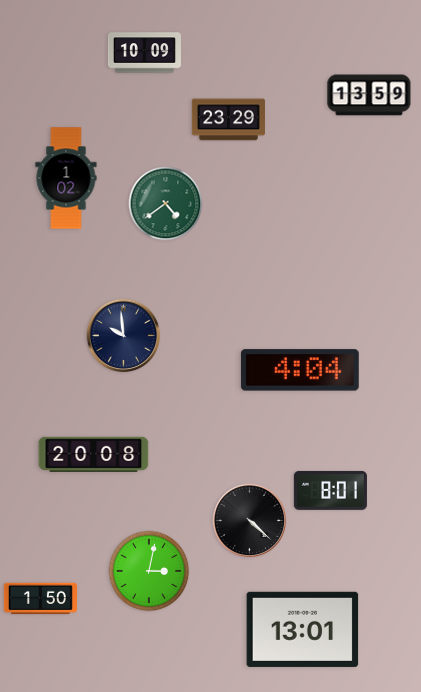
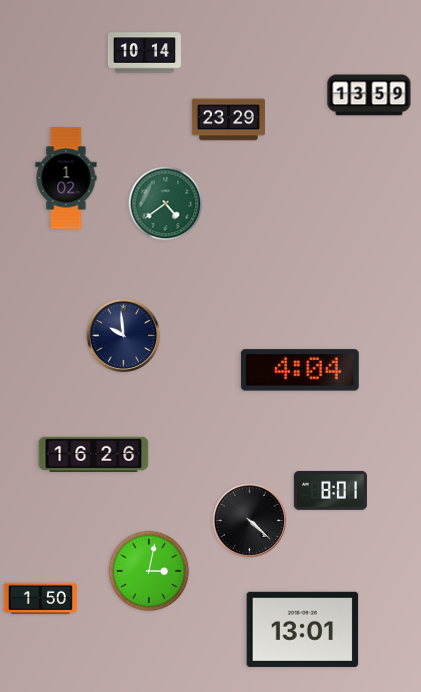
clock at (144, 53): 10:09 -> 10:14
clock at (94, 454): 20:08 -> 16:26
